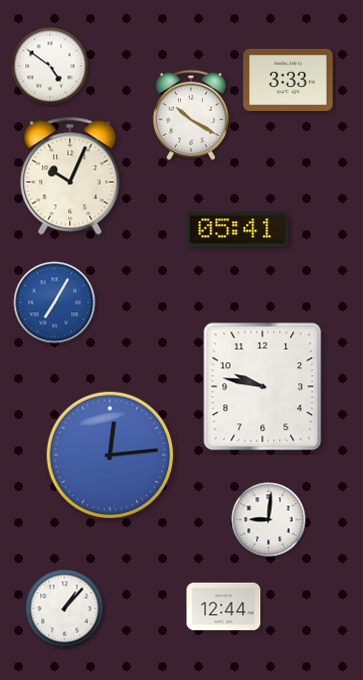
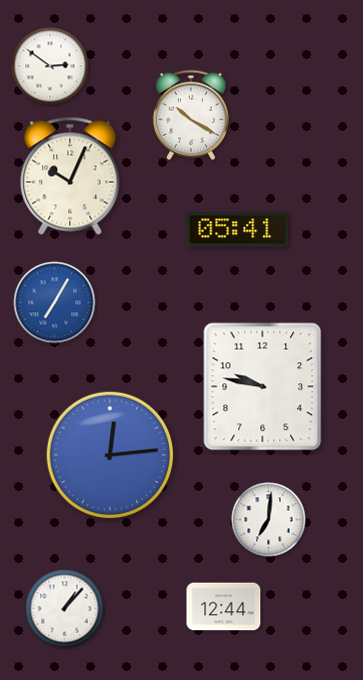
clock at (50, 66): 4:51 -> 2:51
clock at (288, 80): 3:33 -> none
clock at (269, 520): 9:01 -> 7:01
